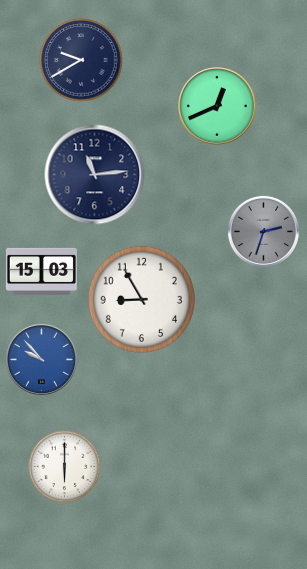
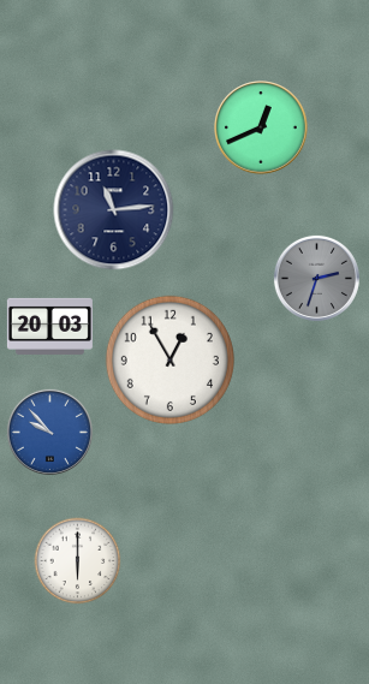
clock at (81, 60): 9:40 -> none
clock at (41, 271): 15:03 -> 20:03
clock at (141, 299): 8:55 -> 12:55
